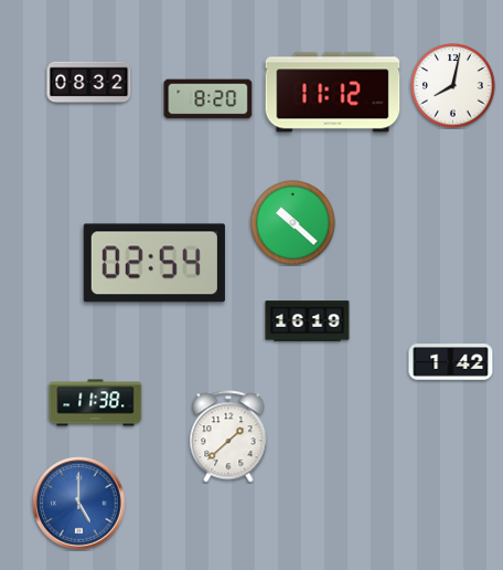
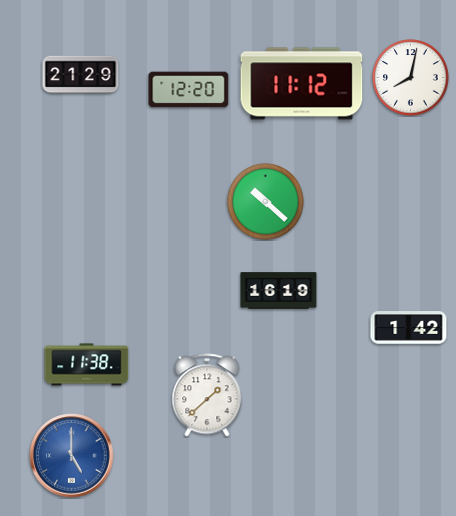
clock at (89, 83): 08:32 -> 21:29
clock at (208, 99): 8:20 -> 12:20
clock at (154, 263): 02:54 -> none
